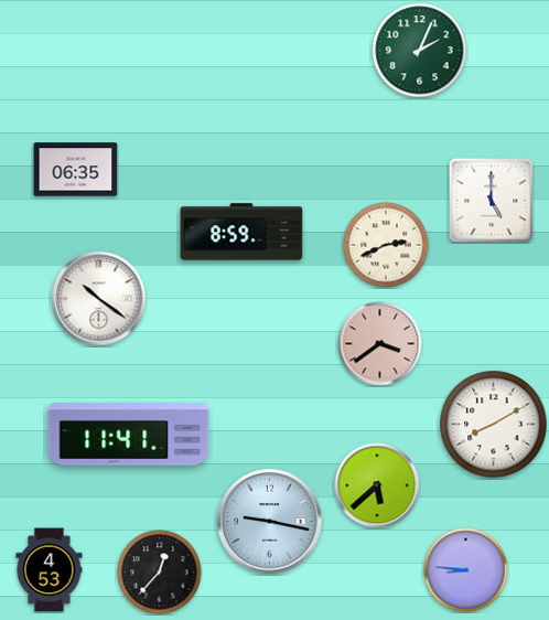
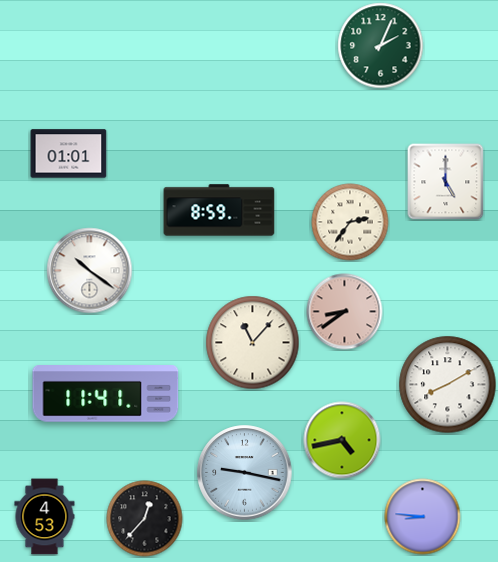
clock at (76, 170): 06:35 -> 01:01
clock at (386, 245): 2:41 -> 2:36
clock at (380, 344): 3:39 -> 8:39
clock at (253, 343): none -> 11:07
clock at (129, 435) position: (129, 435) -> (106, 394)
clock at (377, 485): 5:38 -> 4:43
